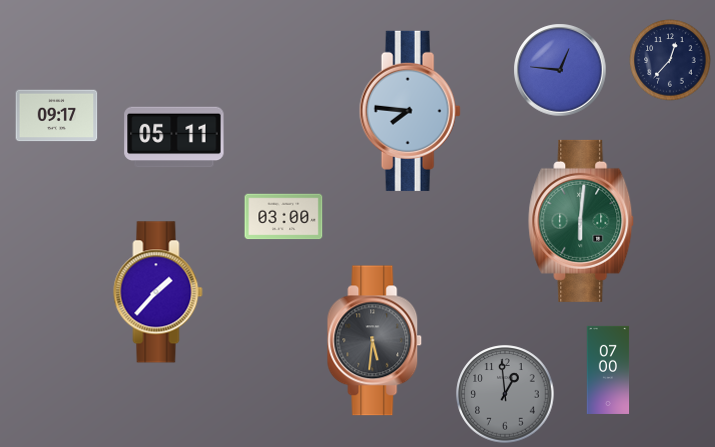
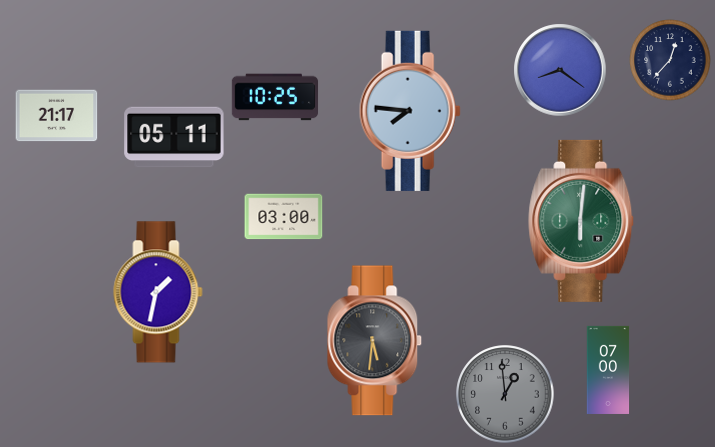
clock at (560, 70): 12:46 -> 8:21
clock at (275, 97): none -> 10:25
clock at (57, 116): 09:17 -> 21:17
clock at (158, 292): 1:37 -> 1:32
